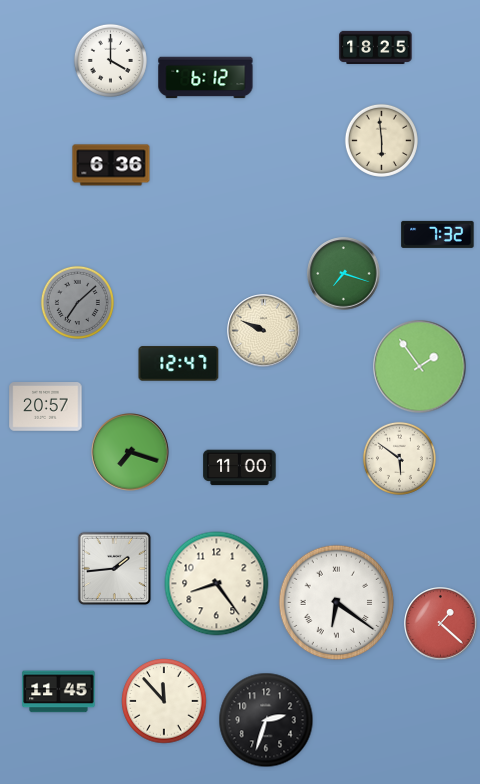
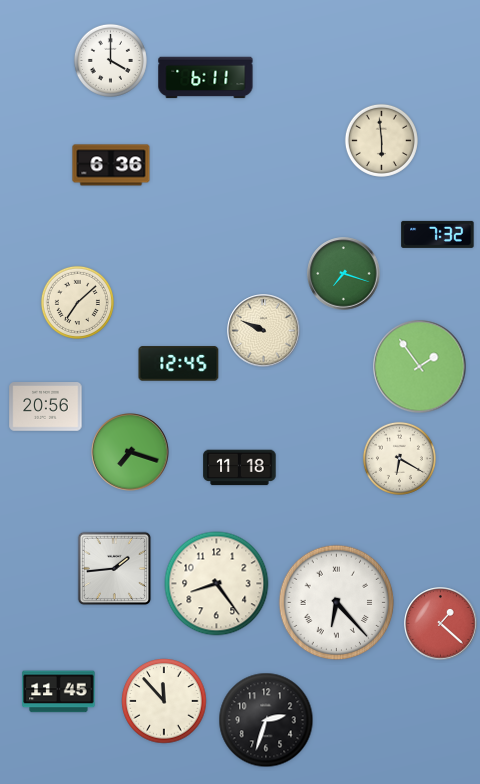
clock at (376, 47): 18:25 -> none
clock at (206, 78): 6:12 -> 6:11
clock at (77, 302) dial: grey -> cream
clock at (179, 364): 12:47 -> 12:45
clock at (46, 407): 20:57 -> 20:56
clock at (399, 458): 5:51 -> 6:20
clock at (240, 468): 11:00 -> 11:18
clock at (337, 603): 6:21 -> 6:23
